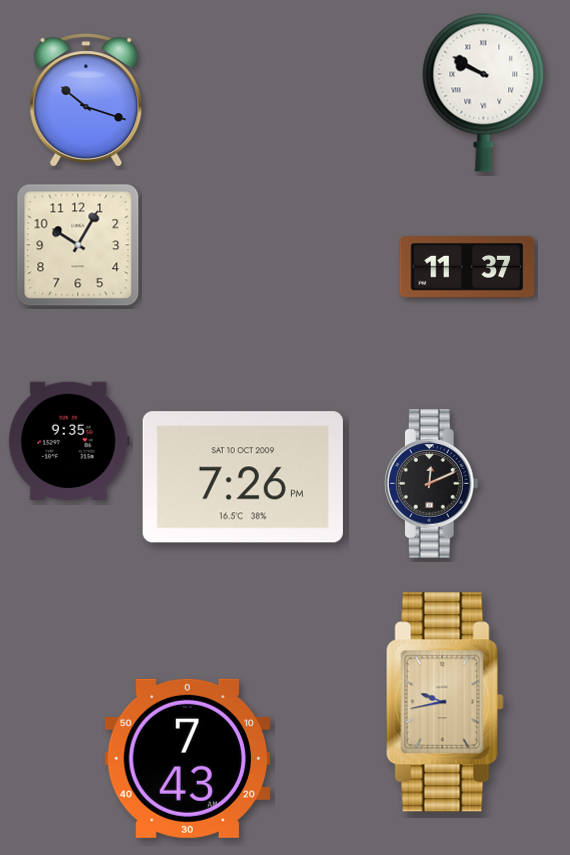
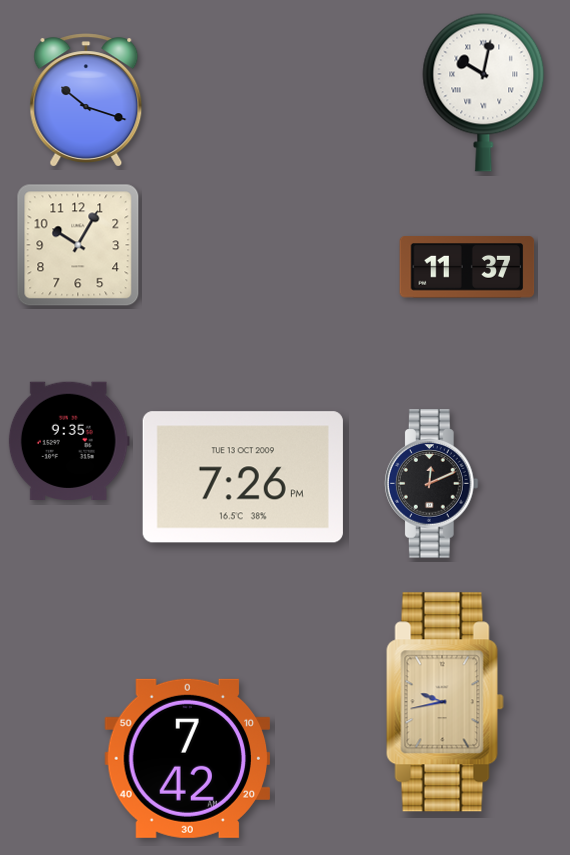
clock at (484, 92): 9:50 -> 10:02
clock at (243, 477) date: SAT 10 OCT 2009 -> TUE 13 OCT 2009
clock at (188, 758): 7:43 -> 7:42
